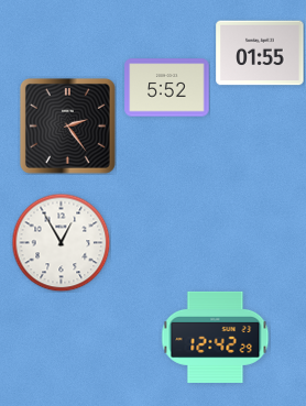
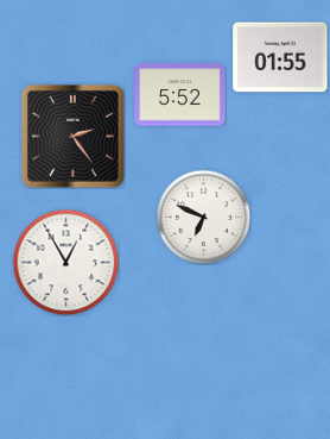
clock at (203, 217): none -> 6:49
clock at (216, 337): 12:42 -> none
